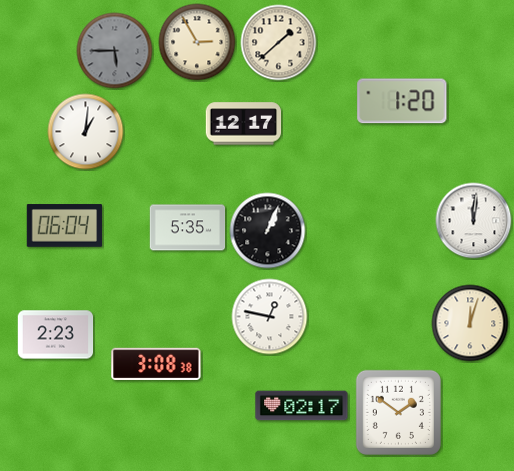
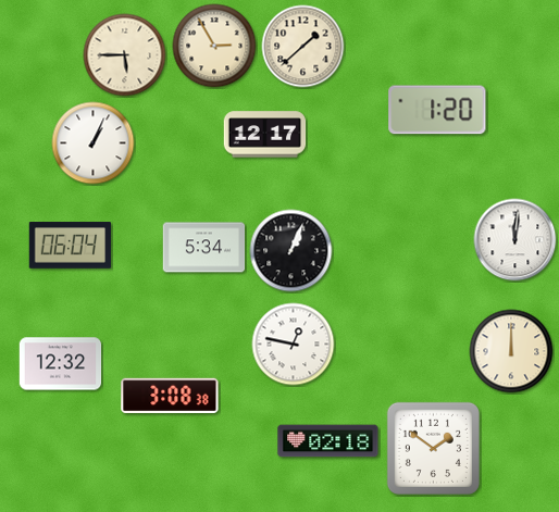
clock at (115, 51) dial: grey -> cream
clock at (86, 132): 1:01 -> 1:04
clock at (188, 228): 5:35 -> 5:34
clock at (470, 323): 12:03 -> 12:00
clock at (56, 335): 2:23 -> 12:32
clock at (302, 406): 02:17 -> 02:18
